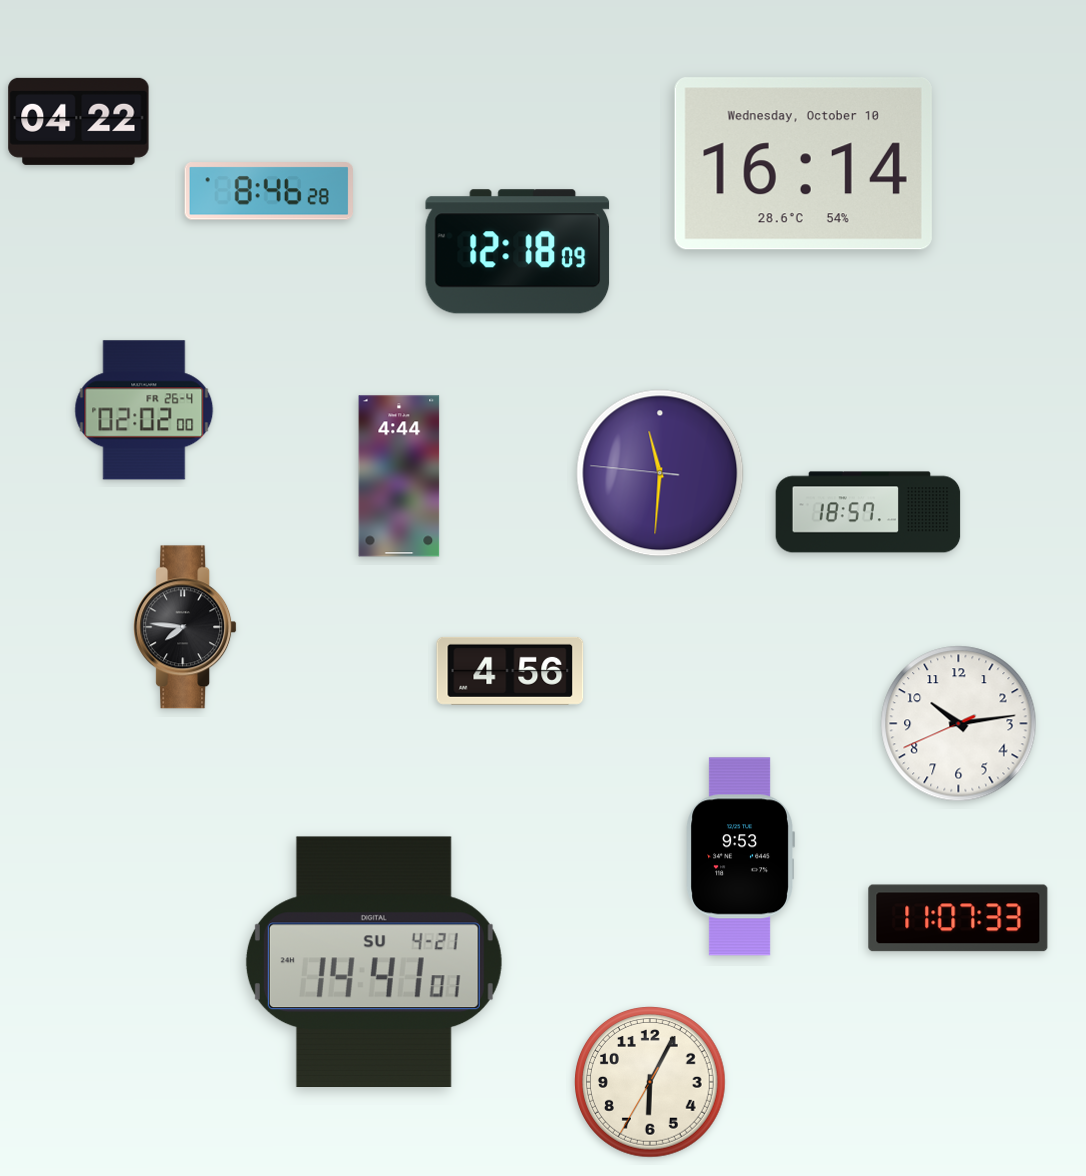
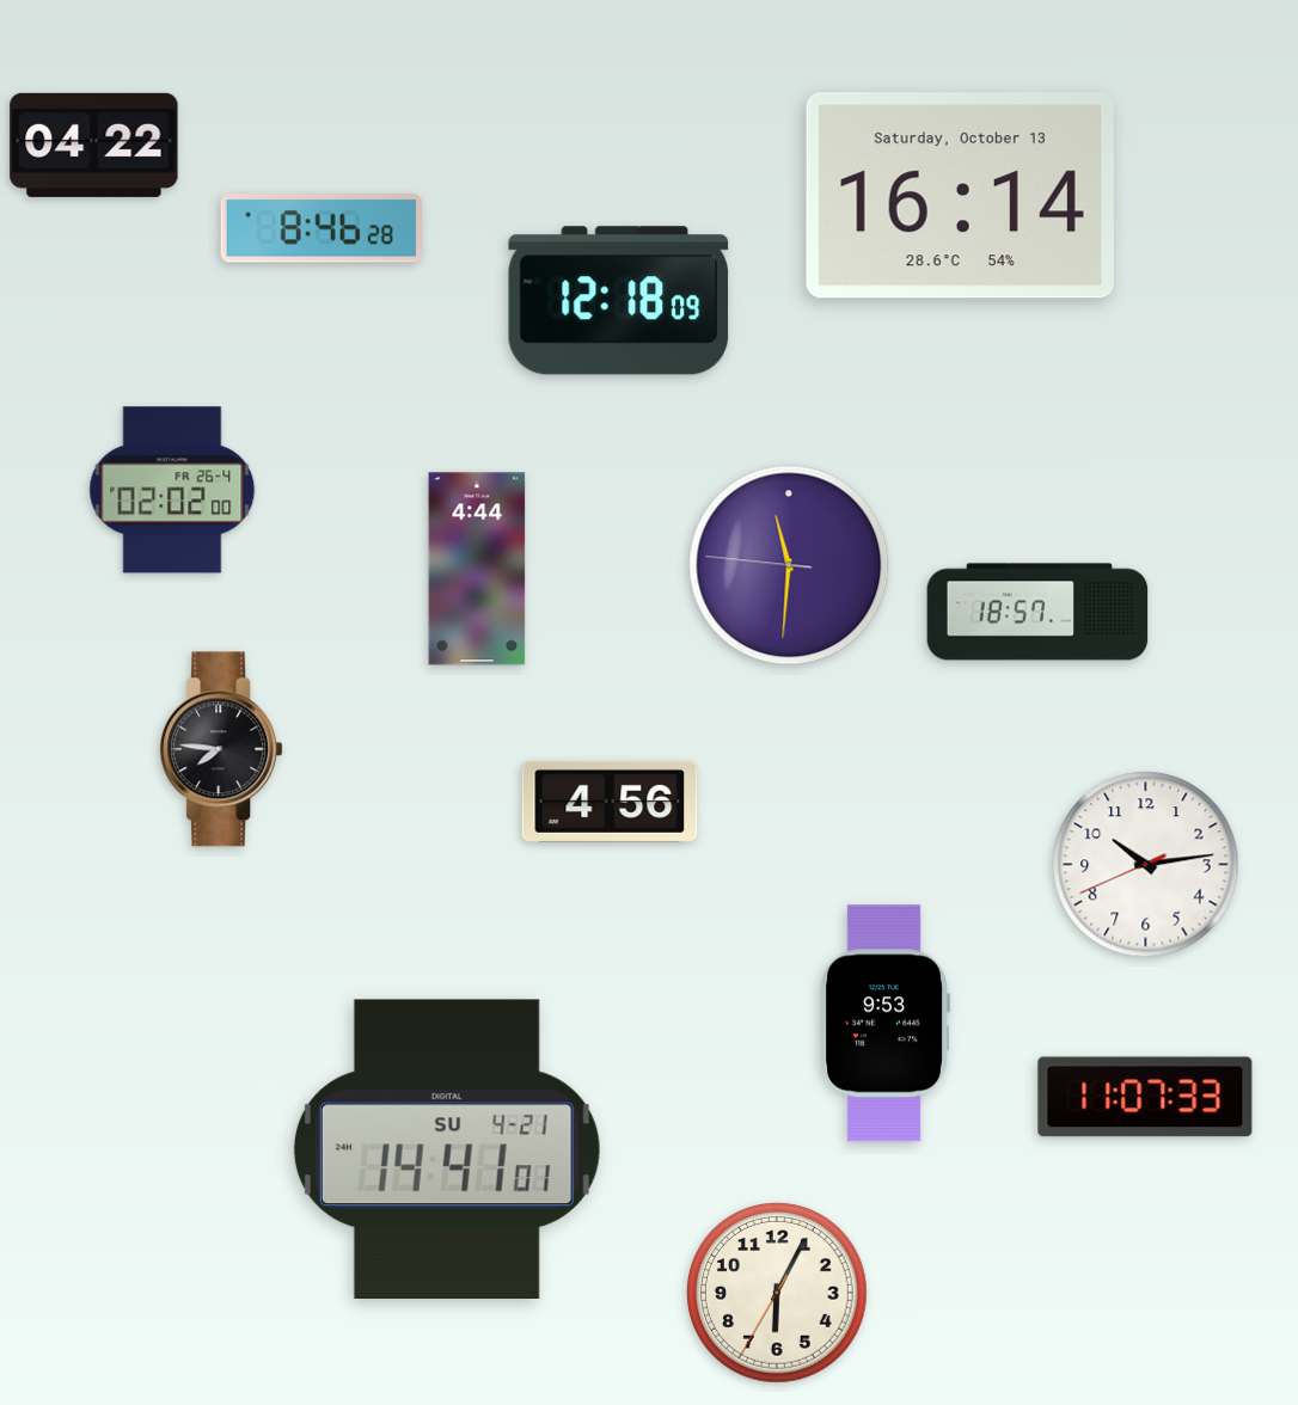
clock at (803, 164) date: Wednesday, October 10 -> Saturday, October 13
